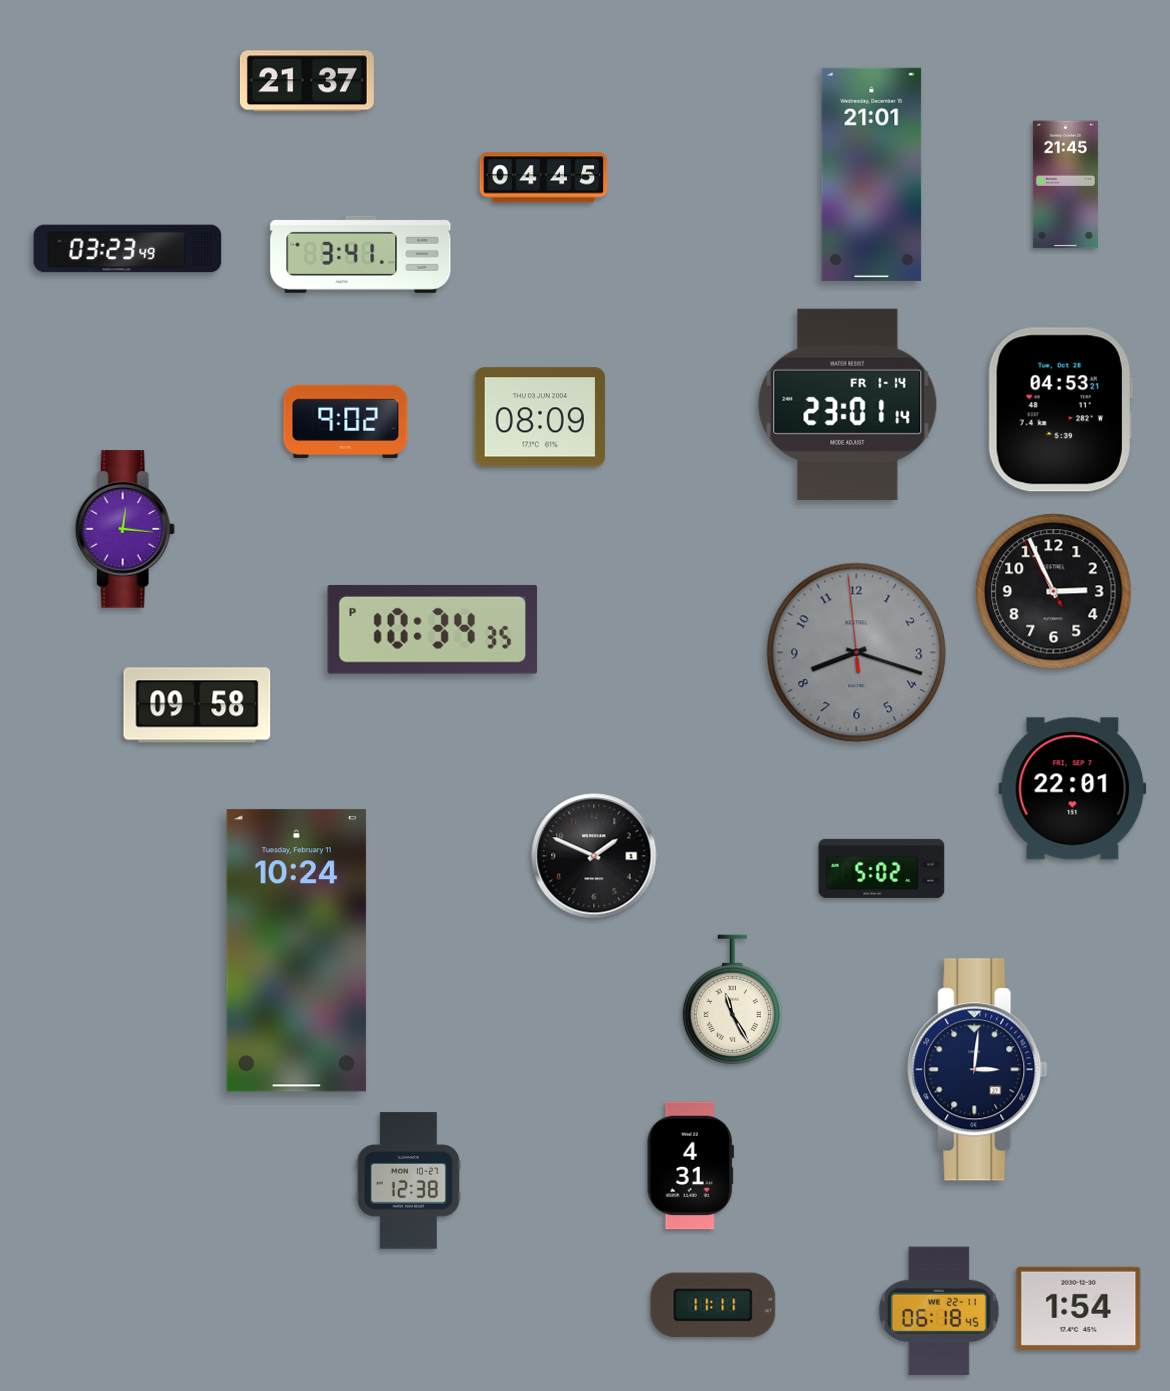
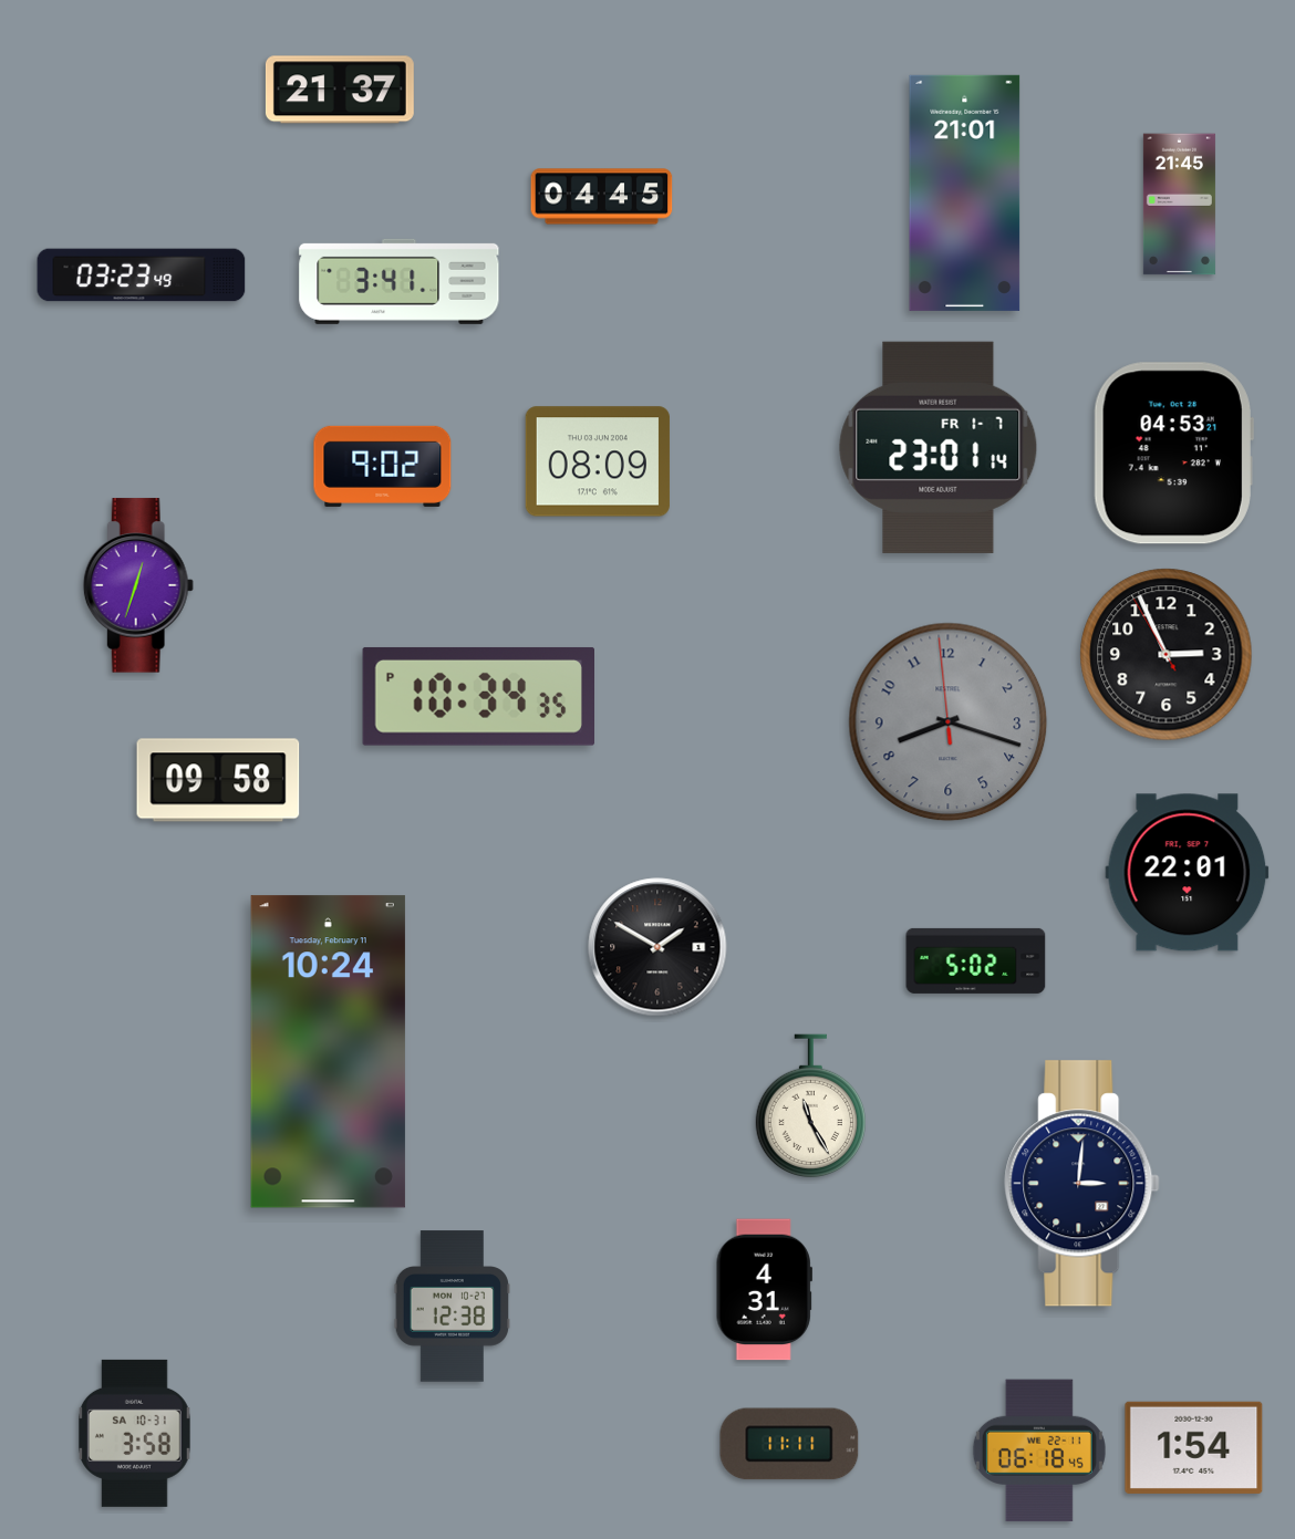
clock at (848, 404) date: FR 1-14 -> FR 1-7
clock at (125, 529): 12:16 -> 12:33
clock at (594, 856): 1:49 -> 1:50
clock at (134, 1433): none -> 3:58
